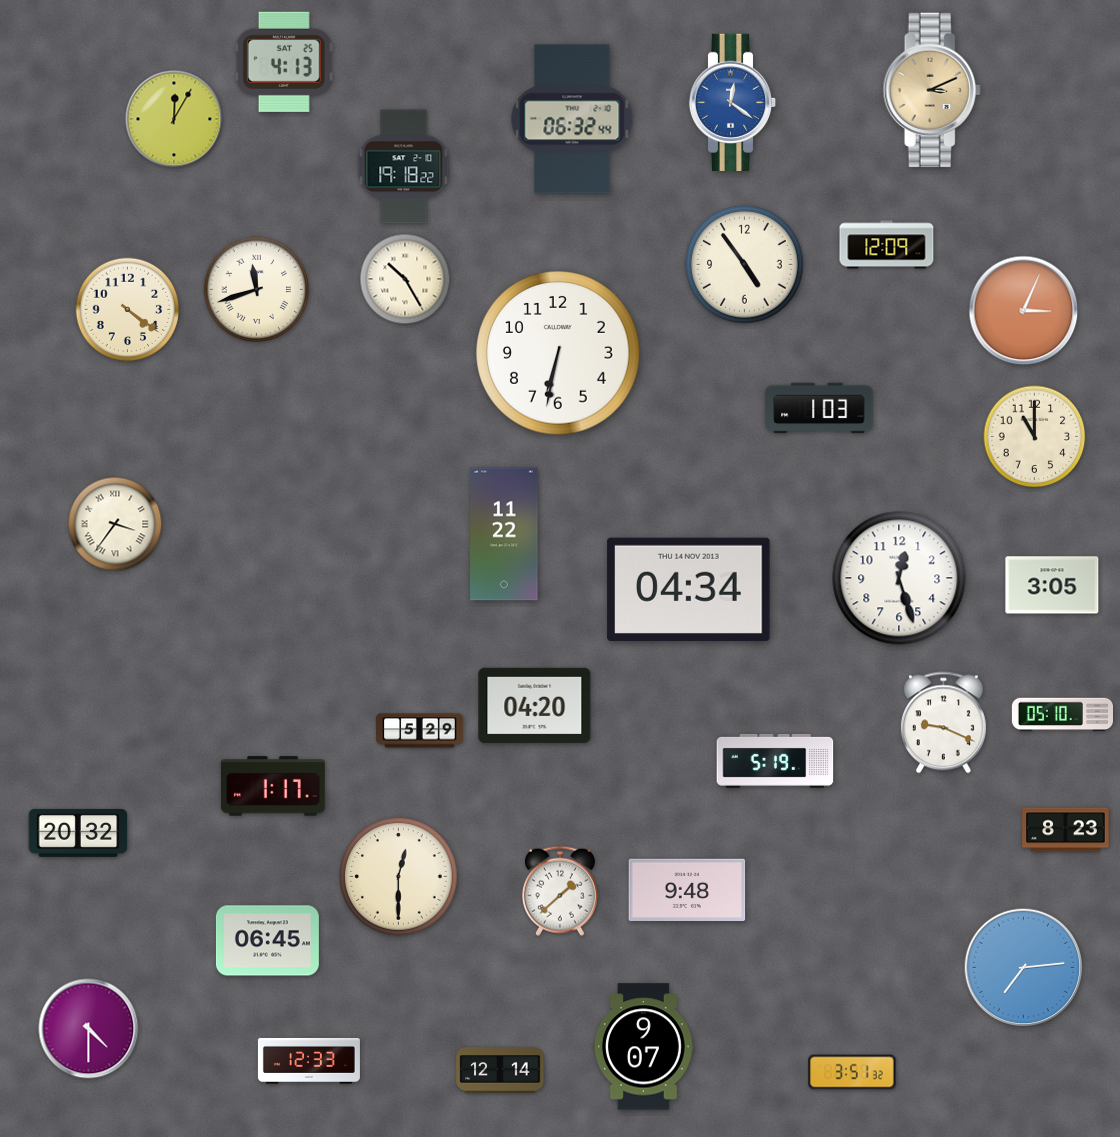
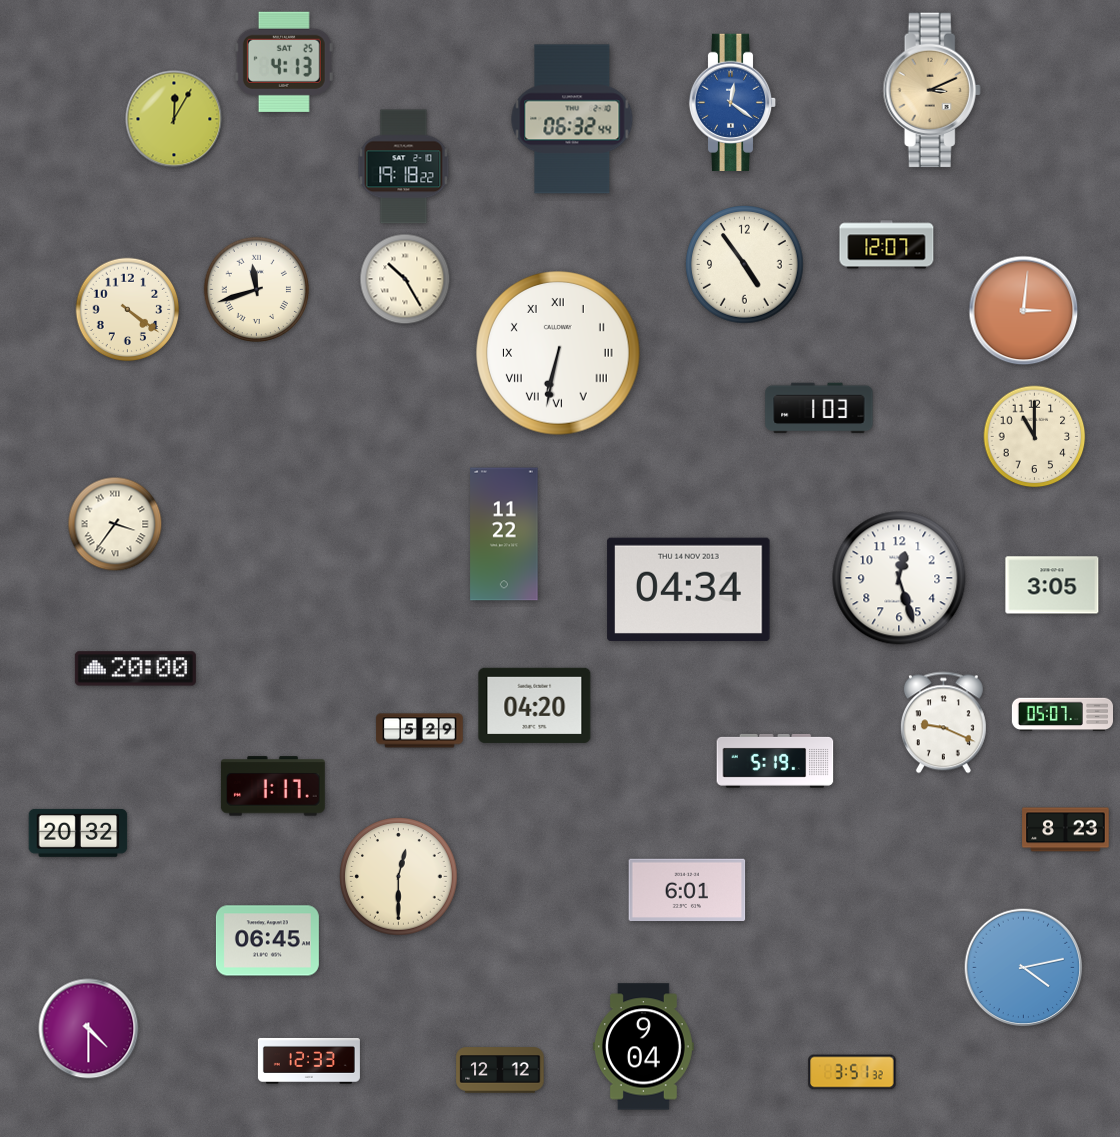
clock at (887, 245): 12:09 -> 12:07
clock at (1024, 311): 3:04 -> 3:01
clock at (558, 353) numerals: Arabic -> Roman
clock at (135, 669): none -> 20:00
clock at (1062, 715): 05:10 -> 05:07
clock at (687, 890): 9:48 -> 6:01
clock at (560, 891): 1:38 -> none
clock at (1024, 968): 7:14 -> 4:13
clock at (643, 1047): 9:07 -> 9:04
clock at (500, 1070): 12:14 -> 12:12
